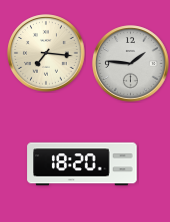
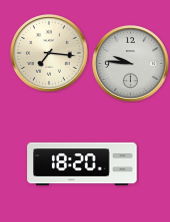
clock at (46, 53) position: (46, 53) -> (49, 53)
clock at (131, 64): 1:46 -> 9:46
